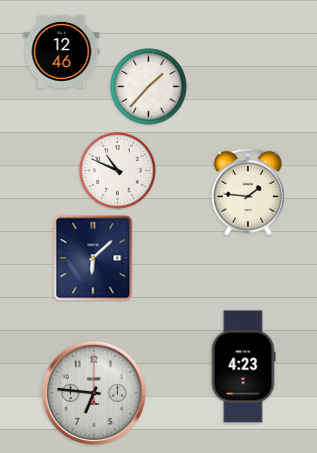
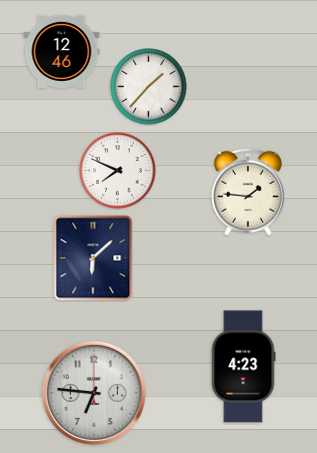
clock at (118, 171): 10:49 -> 7:49
